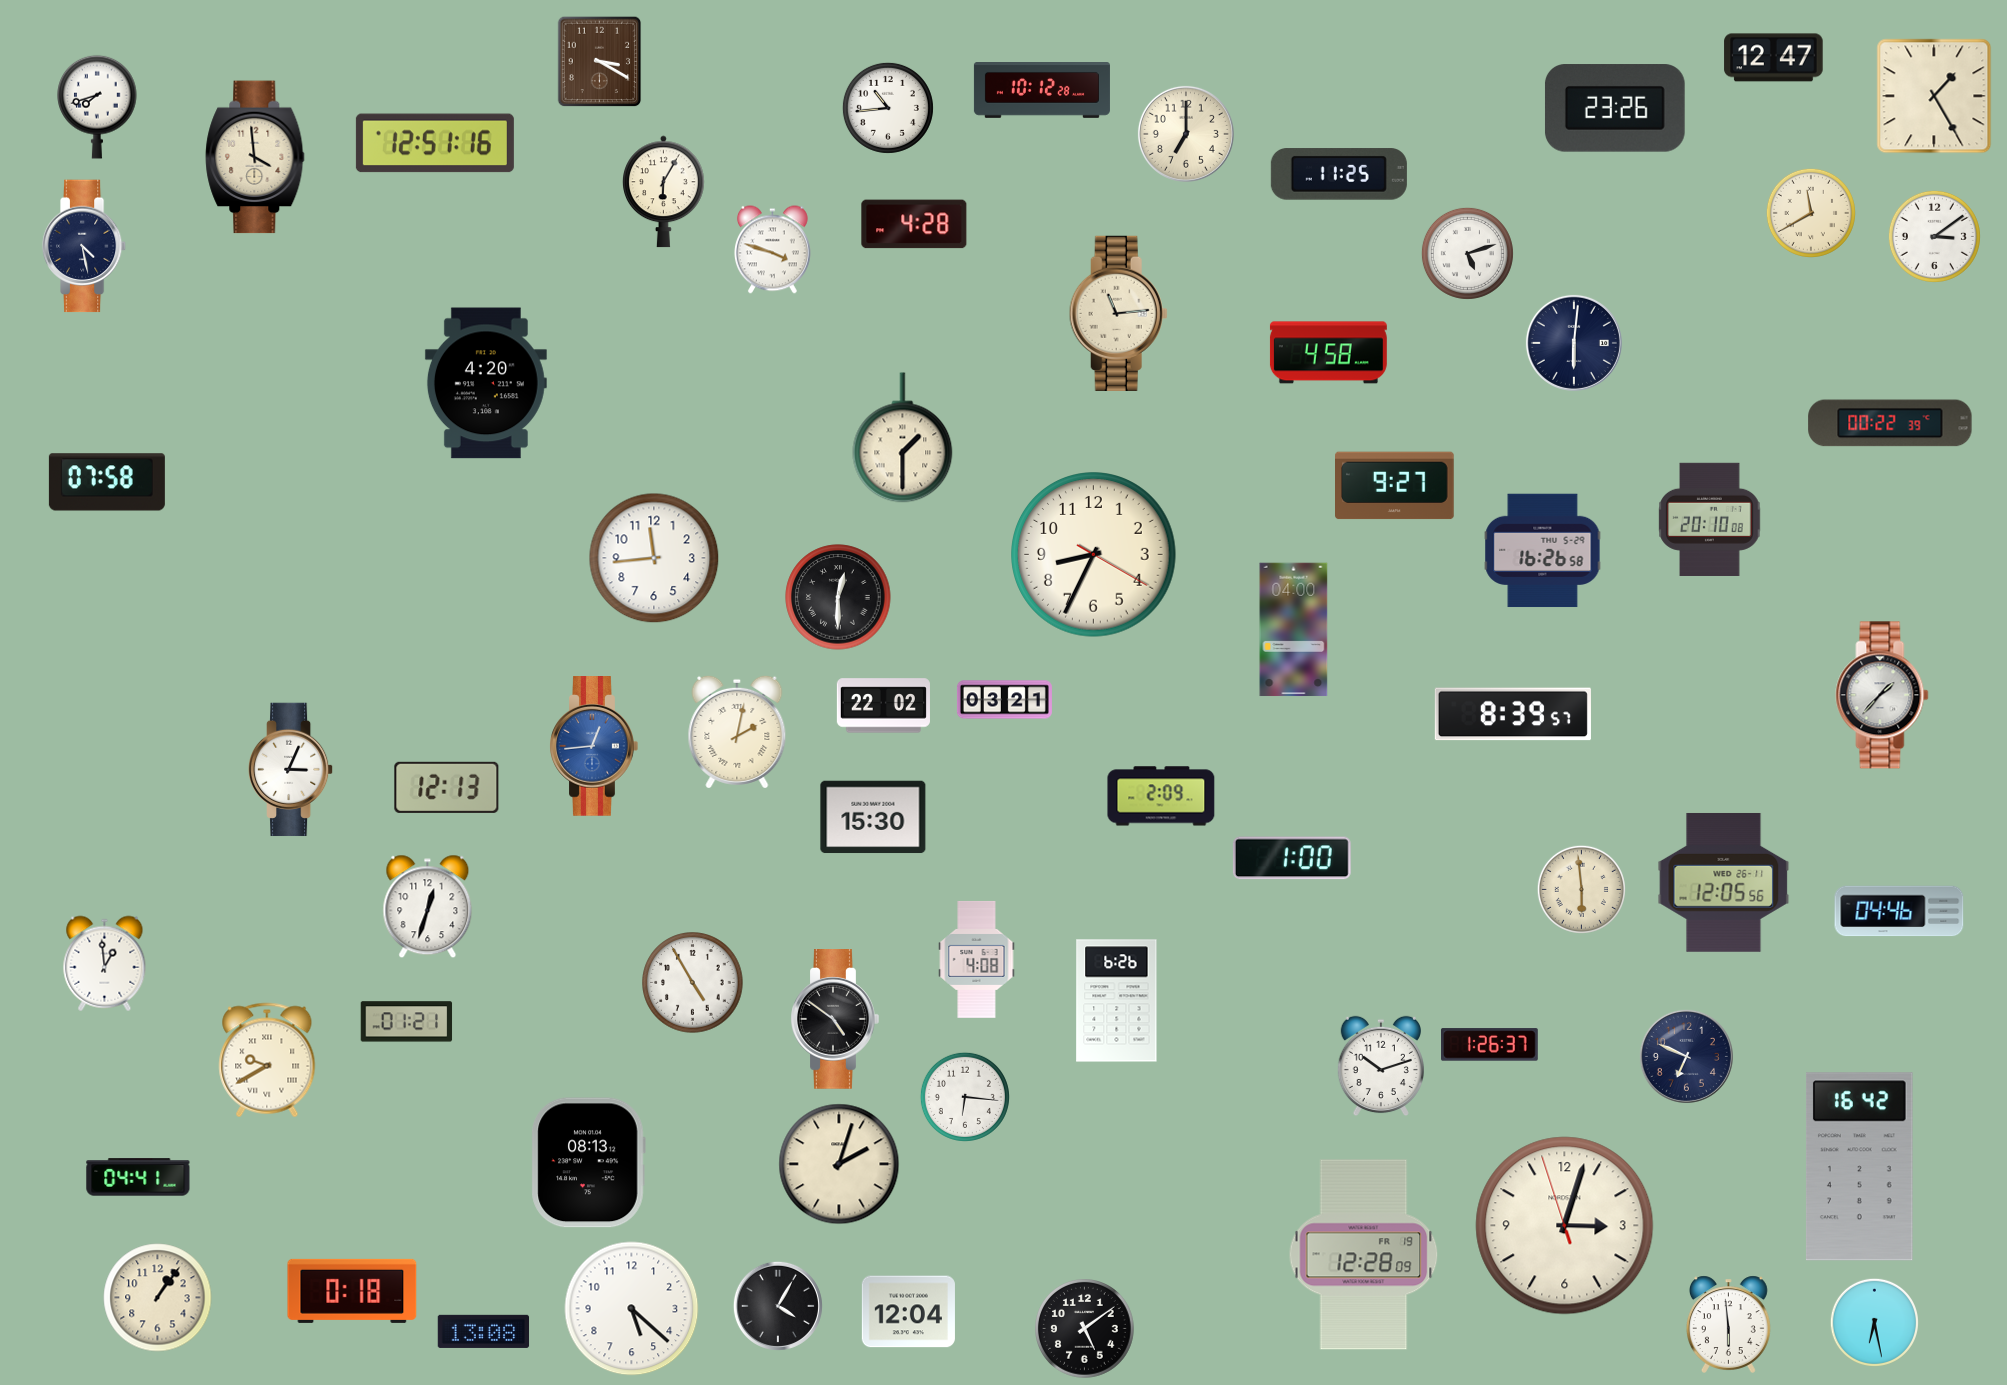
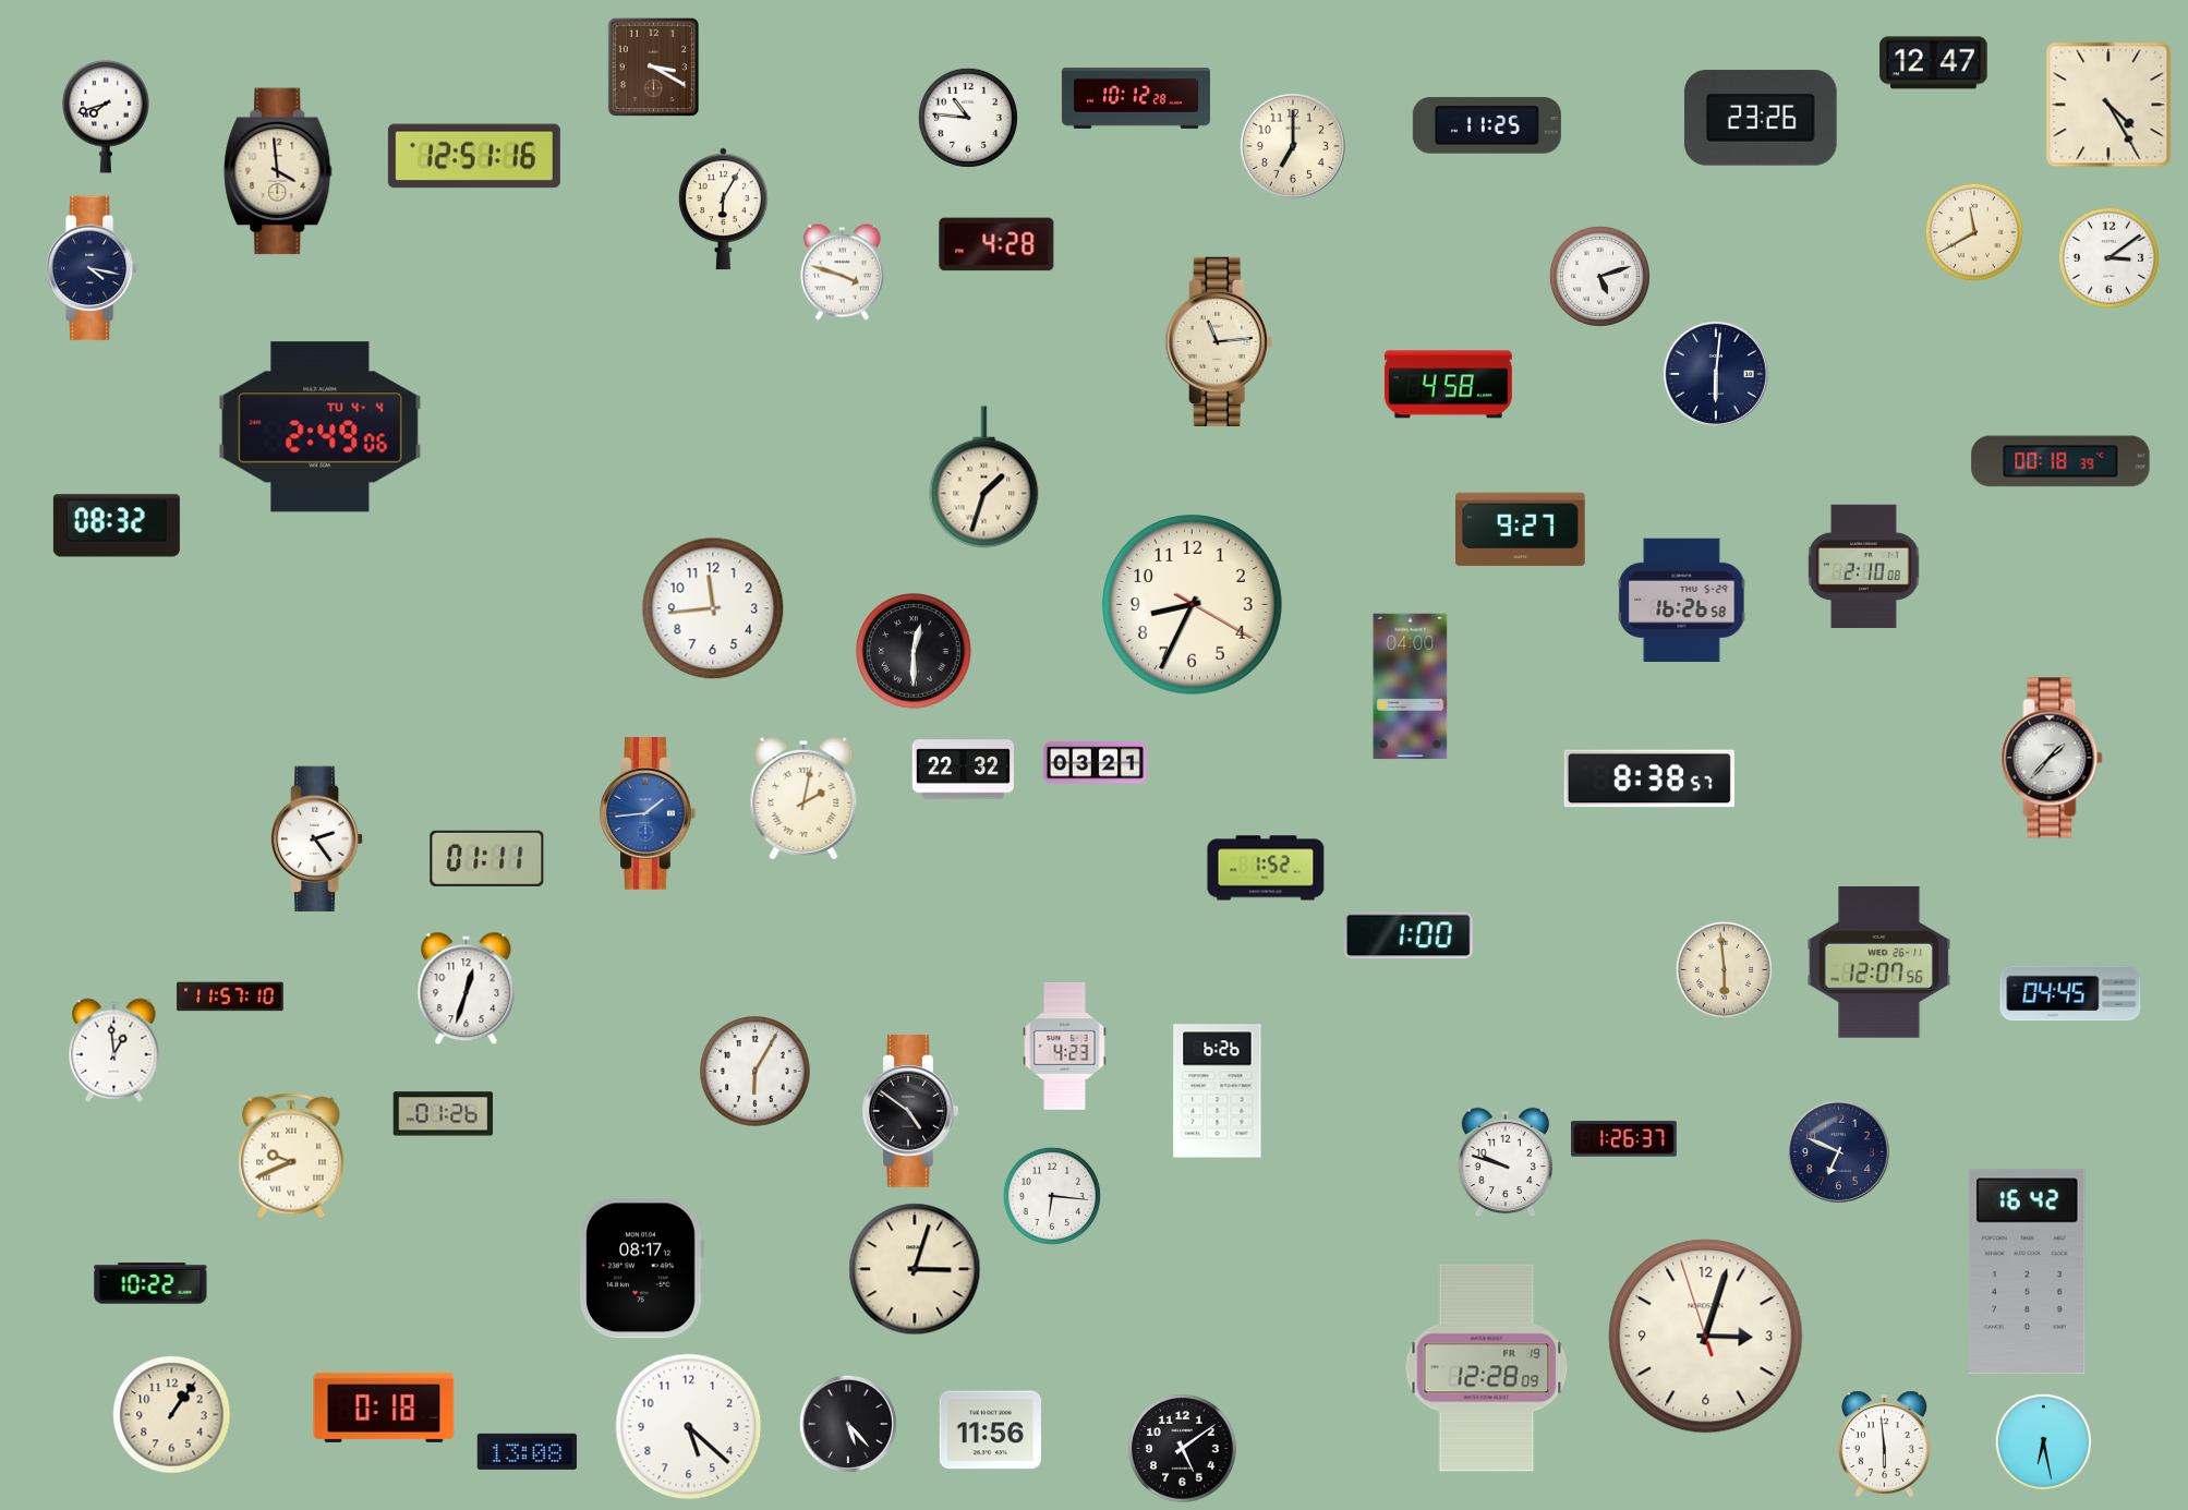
clock at (1934, 96): 1:25 -> 4:25
clock at (888, 108): 10:44 -> 10:46
clock at (1339, 174) position: (1339, 174) -> (1487, 125)
clock at (84, 246): 4:28 -> 4:17
clock at (486, 383): 4:20 -> none
clock at (321, 427): none -> 2:49
clock at (1890, 423): 00:22 -> 00:18
clock at (903, 438): 1:30 -> 1:33
clock at (107, 482): 07:58 -> 08:32
clock at (1710, 519): 20:10 -> 2:10
clock at (883, 706): 22:02 -> 22:32
clock at (1513, 714): 8:39 -> 8:38
clock at (594, 747): 12:44 -> 1:44
clock at (291, 770): 3:04 -> 2:24
clock at (447, 787): 12:13 -> 01:11
clock at (1161, 796): 2:09 -> 1:52
clock at (873, 817): 15:30 -> none
clock at (1724, 882): 12:05 -> 12:07
clock at (1899, 911): 04:46 -> 04:45
clock at (230, 996): none -> 11:57
clock at (977, 959): 4:08 -> 4:23
clock at (693, 983): 4:55 -> 6:05
clock at (407, 1022): 01:21 -> 01:26
clock at (267, 1060): 9:40 -> 9:41
clock at (1381, 1066): 10:12 -> 9:48
clock at (588, 1163): 08:13 -> 08:17
clock at (839, 1164): 2:03 -> 3:03
clock at (138, 1177): 04:41 -> 10:22
clock at (778, 1306): 4:05 -> 5:23
clock at (908, 1312): 12:04 -> 11:56
